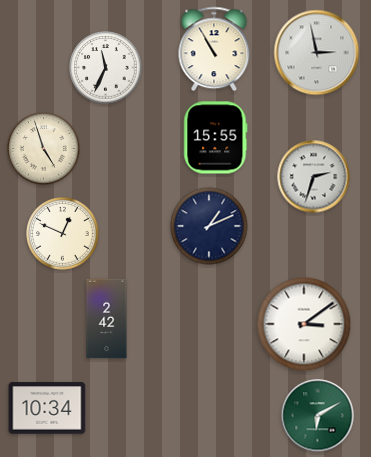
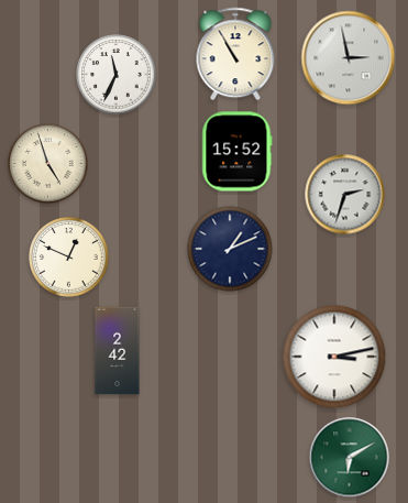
clock at (216, 138): 15:55 -> 15:52
clock at (304, 324): 3:09 -> 3:13
clock at (47, 408): 10:34 -> none
